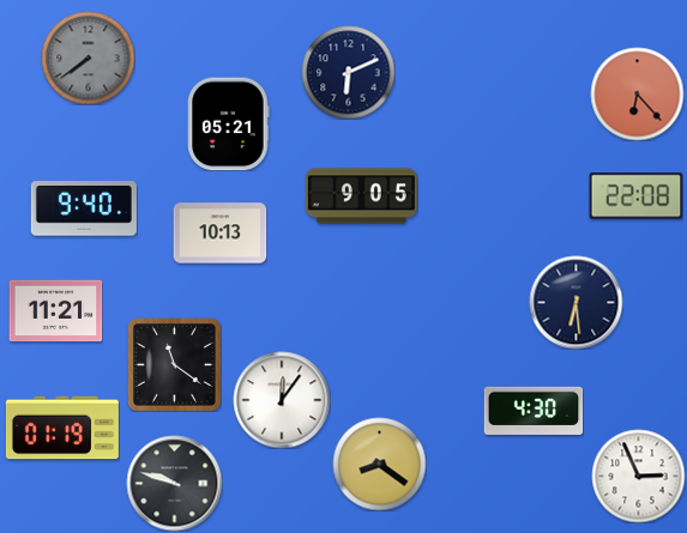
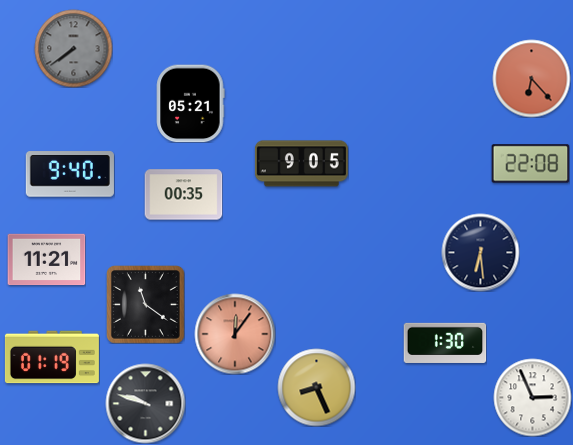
clock at (348, 72): 6:11 -> none
clock at (219, 234): 10:13 -> 00:35
clock at (282, 400) dial: white -> salmon
clock at (534, 411): 4:30 -> 1:30
clock at (379, 464): 8:21 -> 8:26
